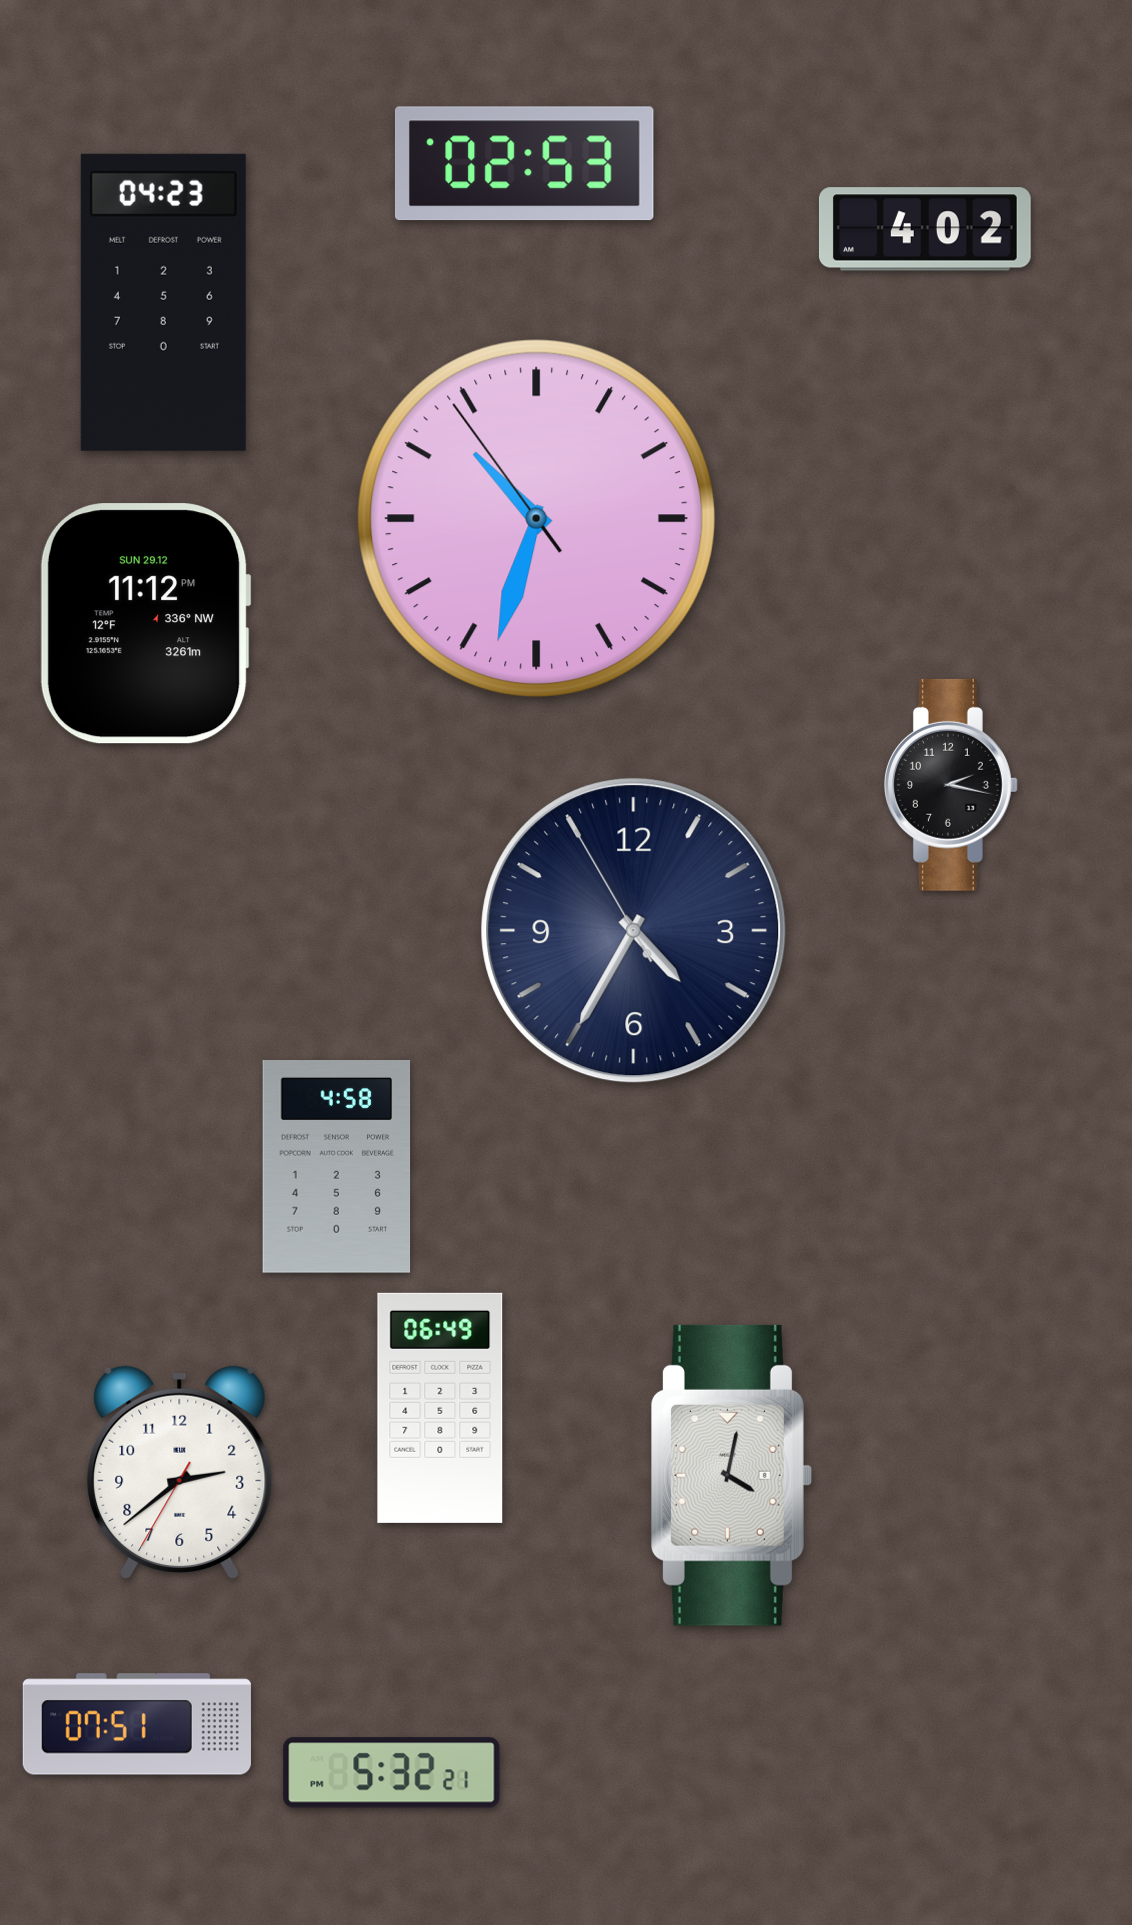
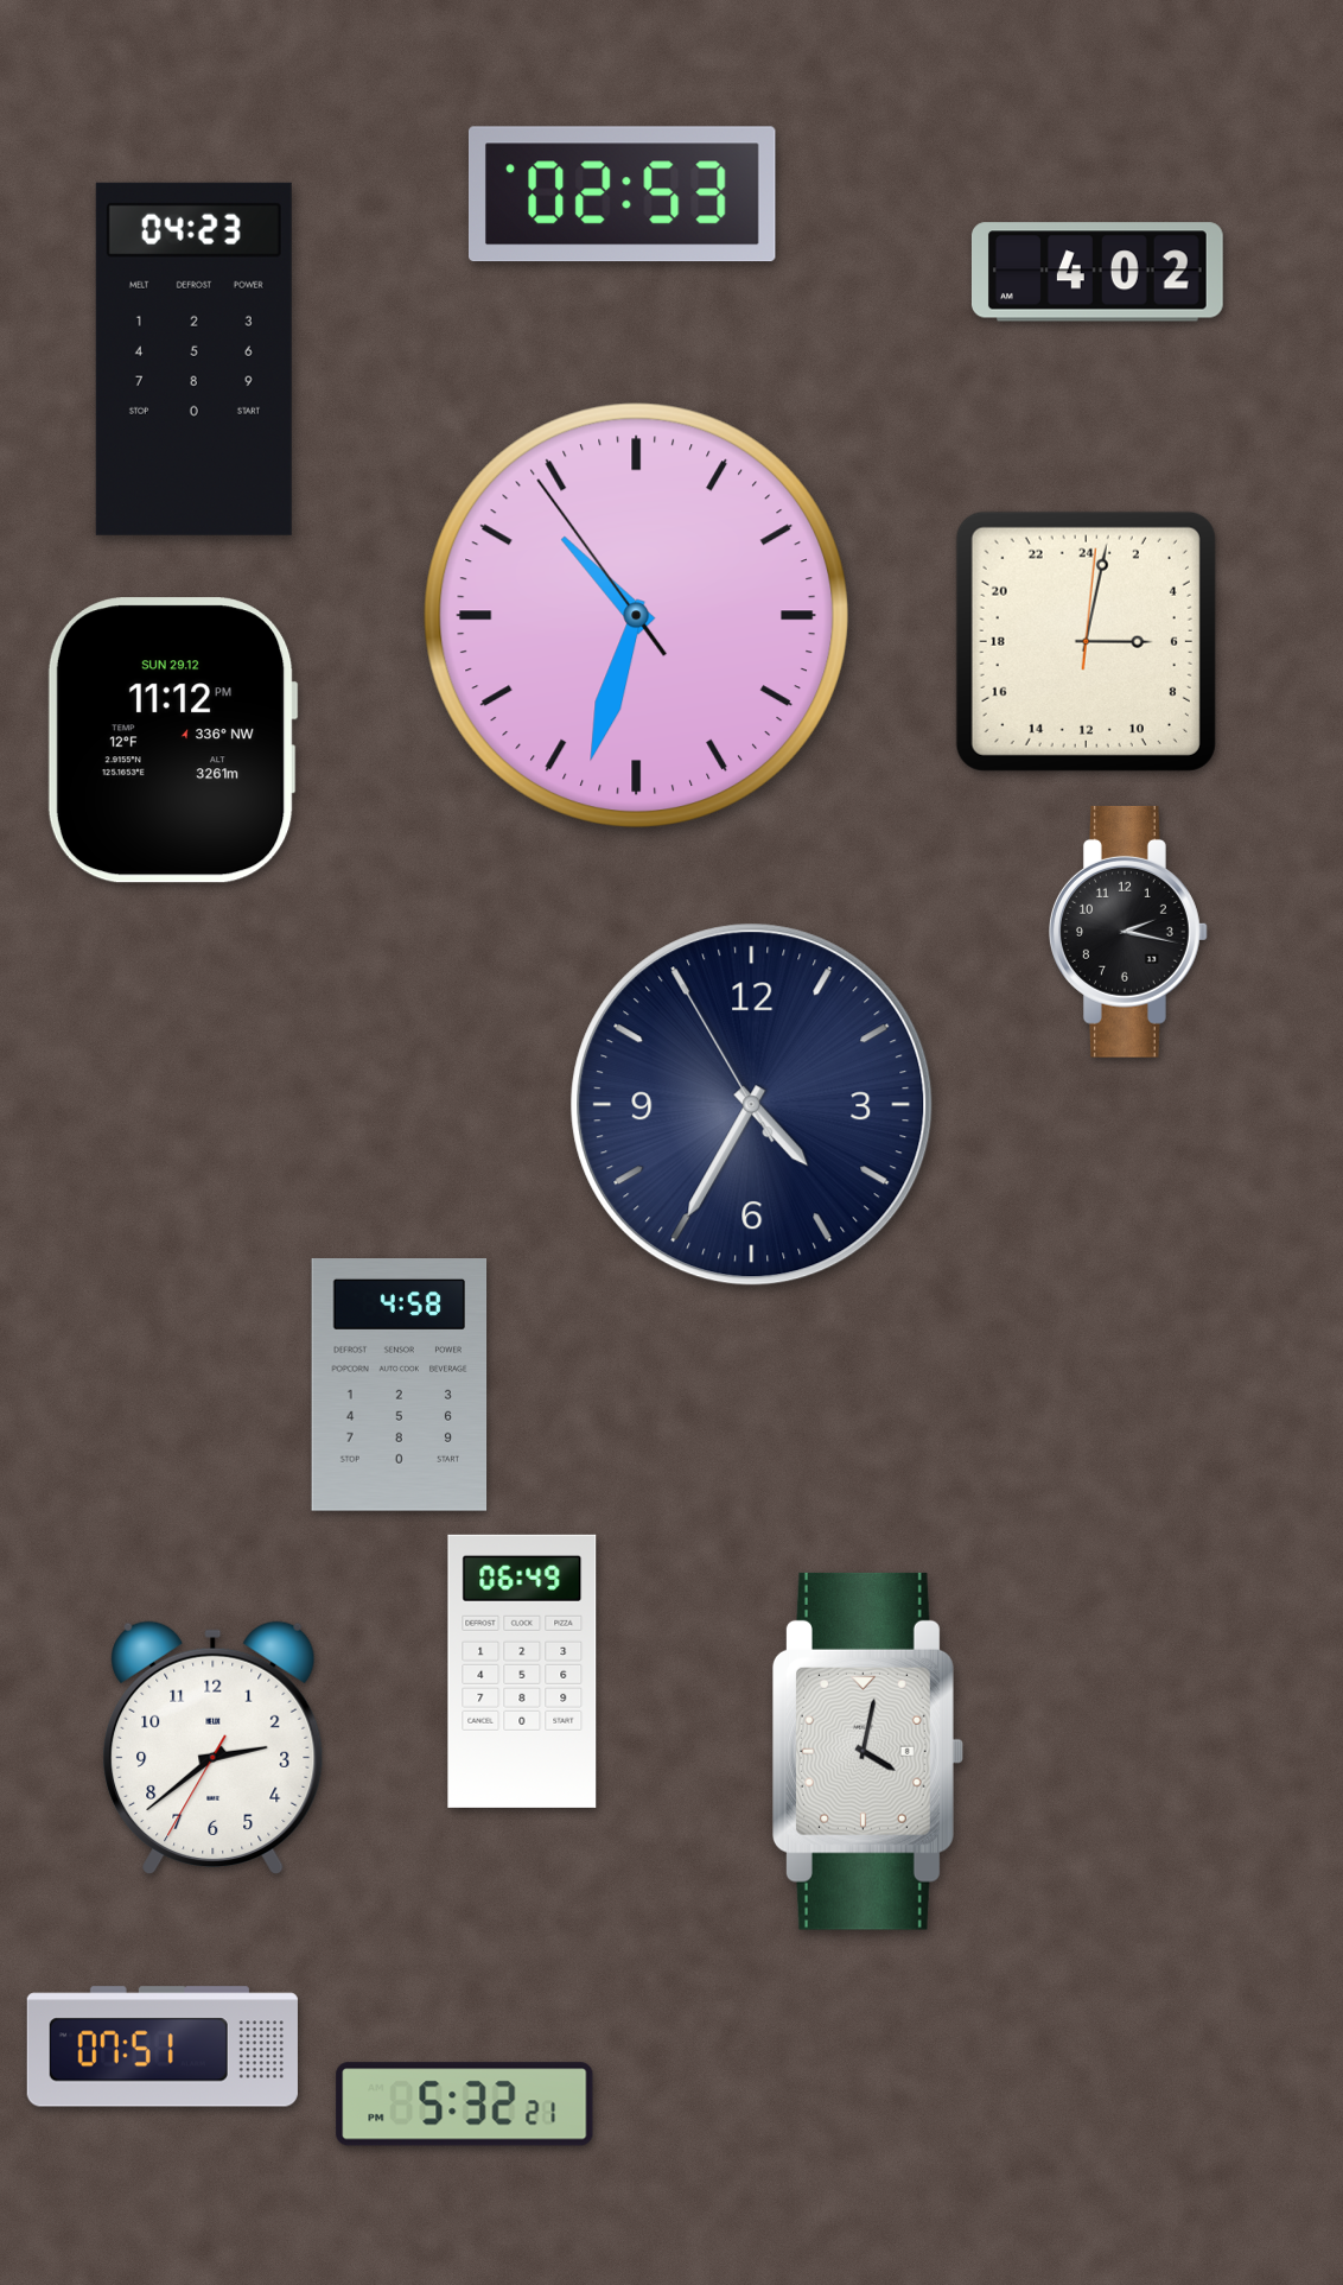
clock at (1086, 641): none -> 6:02
